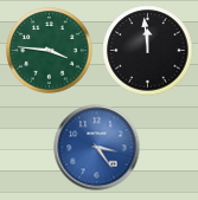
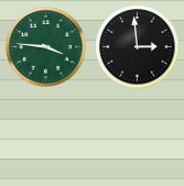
clock at (148, 51): 11:59 -> 2:59
clock at (97, 148): 3:24 -> none
